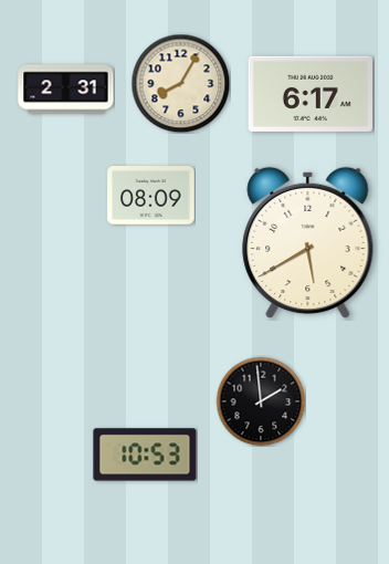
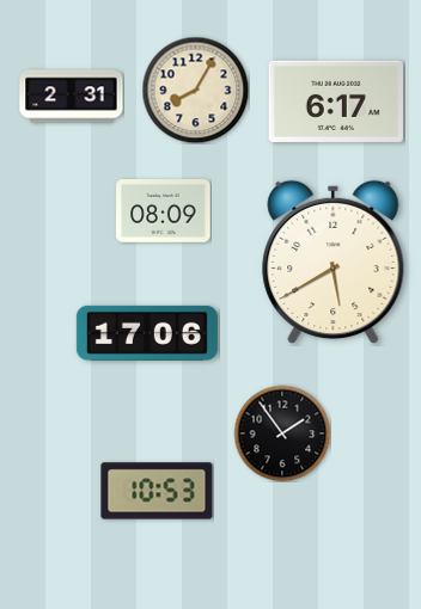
clock at (147, 333): none -> 17:06
clock at (261, 401): 1:59 -> 1:54
